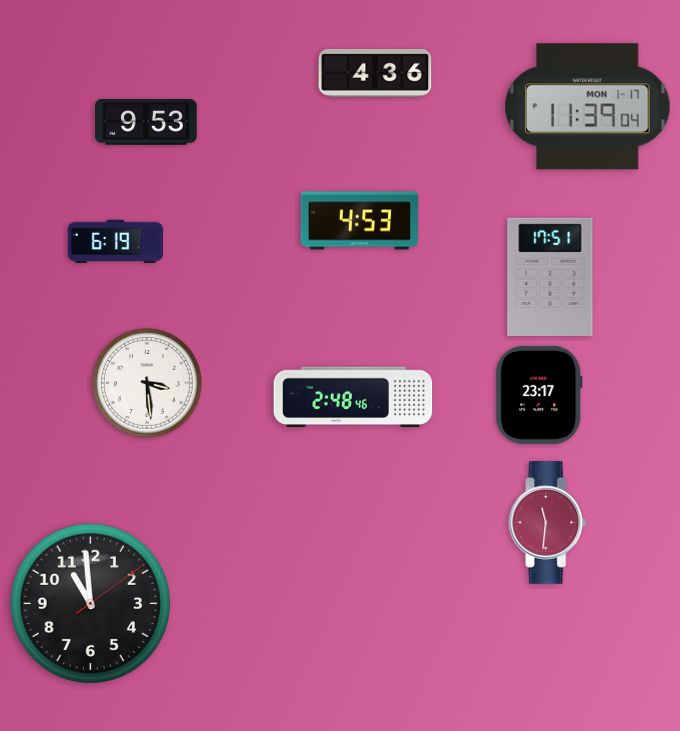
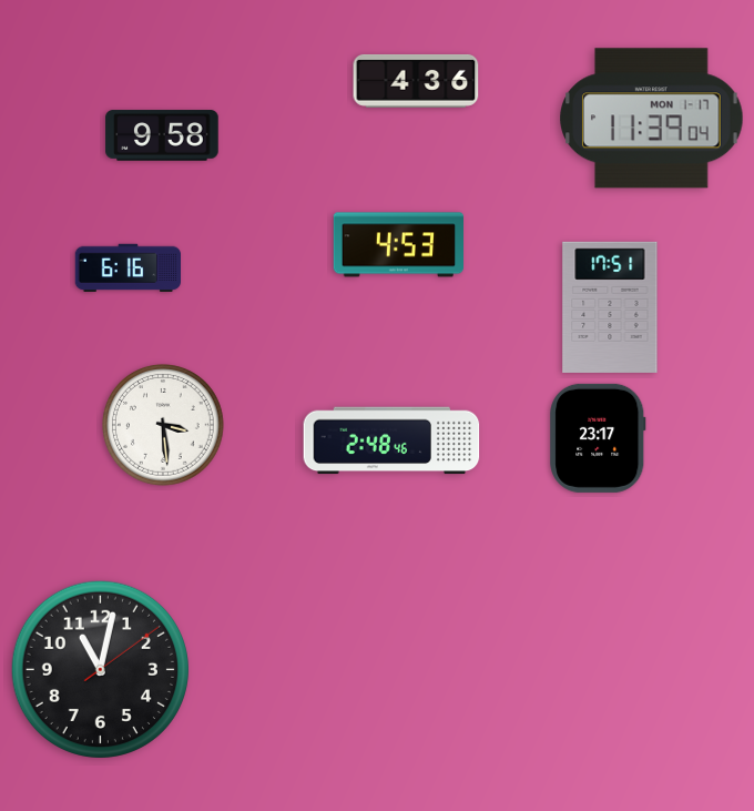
clock at (146, 122): 9:53 -> 9:58
clock at (116, 241): 6:19 -> 6:16
clock at (548, 523): 11:31 -> none
clock at (90, 603): 10:59 -> 11:02
